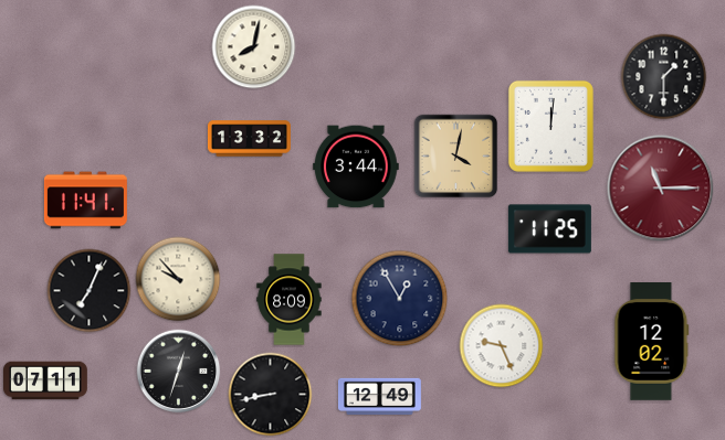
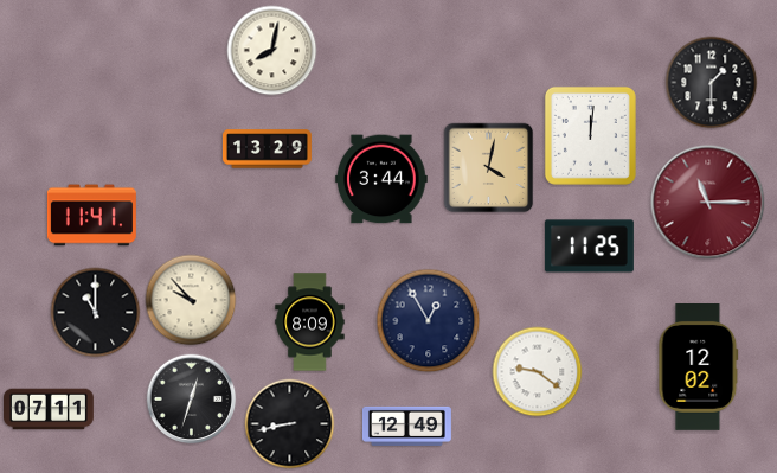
clock at (249, 139): 13:32 -> 13:29
clock at (90, 291): 7:04 -> 11:00
clock at (502, 346): 9:26 -> 9:21
